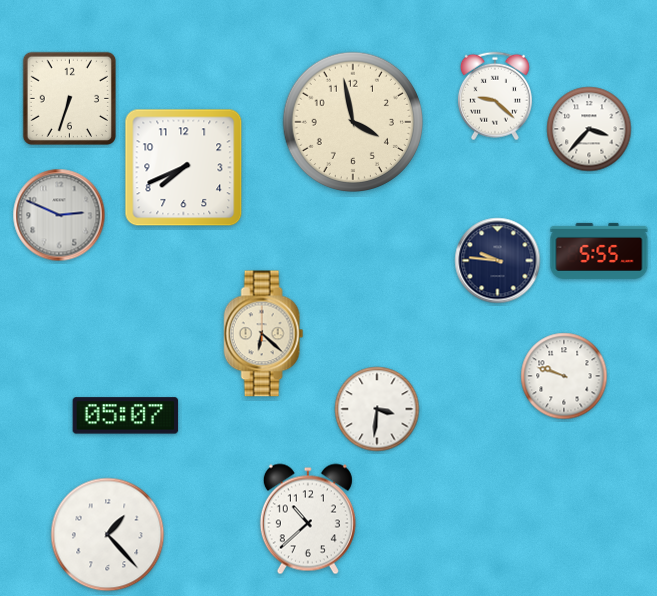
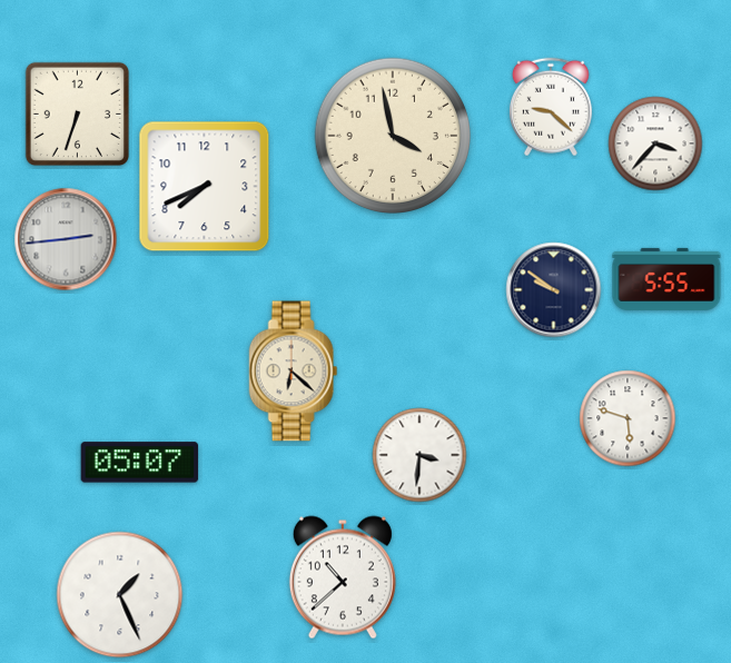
clock at (69, 98) position: (69, 98) -> (77, 113)
clock at (59, 215): 2:49 -> 2:44
clock at (498, 261): 9:46 -> 9:51
clock at (564, 376): 9:48 -> 5:48
clock at (108, 535): 1:23 -> 1:26
